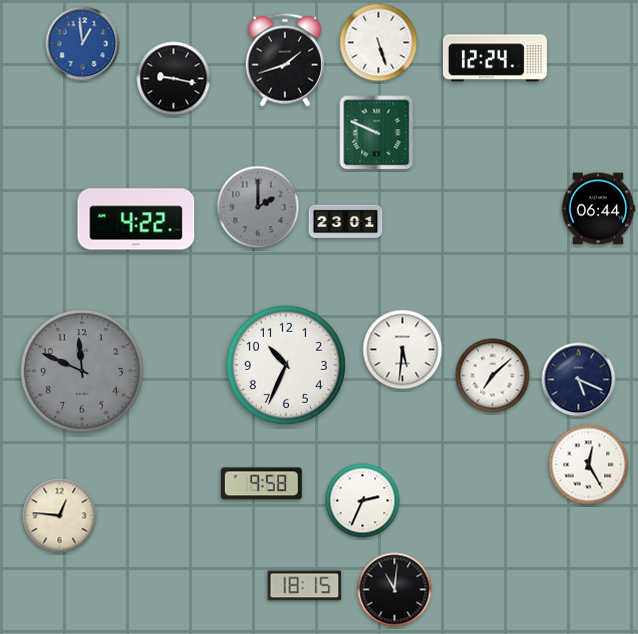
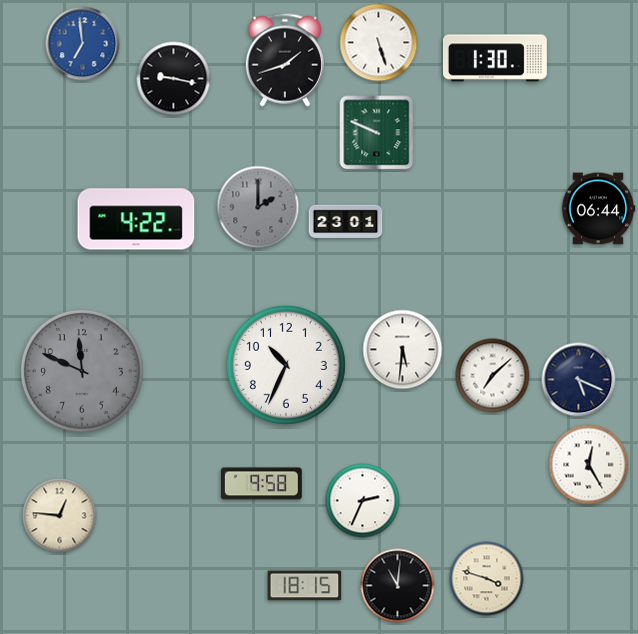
clock at (83, 44): 12:59 -> 6:59
clock at (495, 58): 12:24 -> 1:30
clock at (487, 579): none -> 3:48
clock at (395, 590) position: (395, 590) -> (398, 586)
